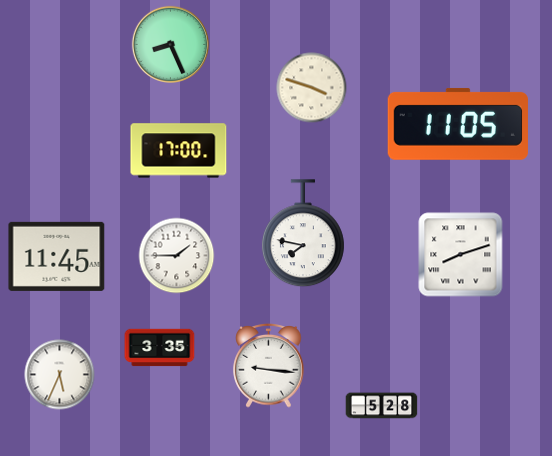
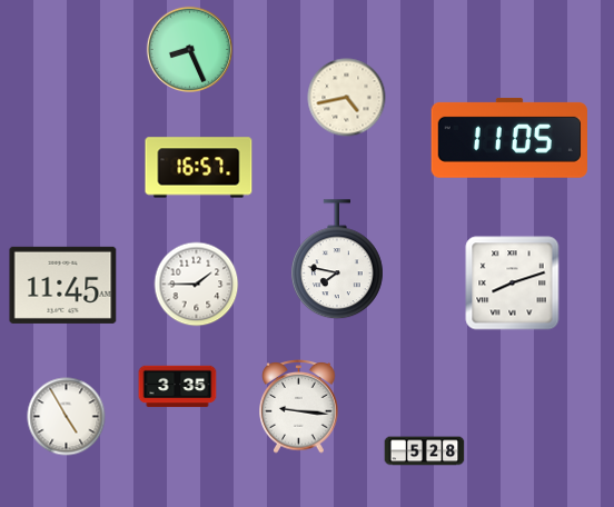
clock at (312, 88): 3:48 -> 4:43
clock at (179, 151): 17:00 -> 16:57
clock at (60, 375): 5:34 -> 4:55
